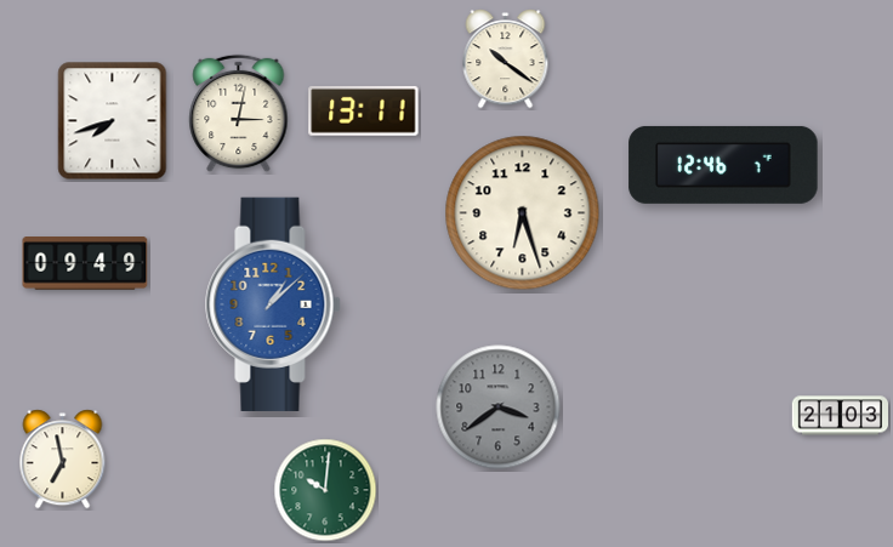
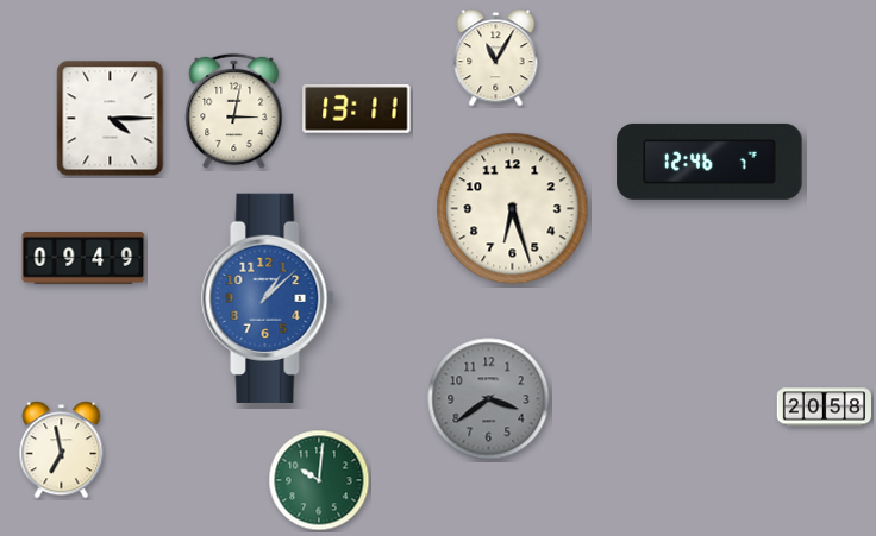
clock at (506, 59): 10:21 -> 11:05
clock at (113, 121): 7:42 -> 4:15
clock at (840, 416): 21:03 -> 20:58
